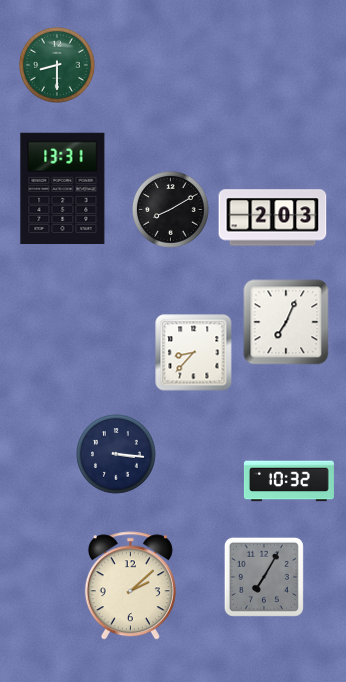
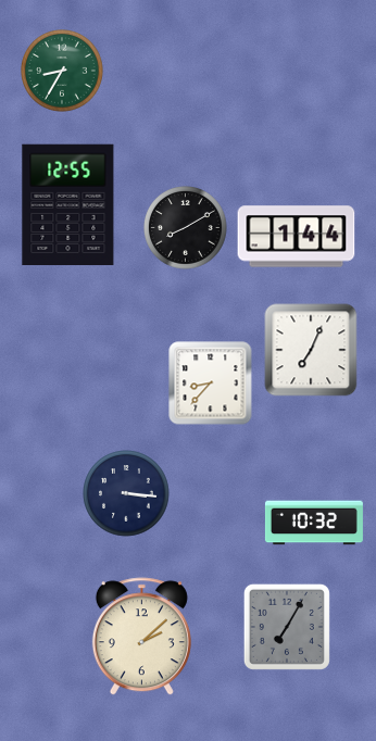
clock at (58, 66): 8:30 -> 8:35
clock at (63, 189): 13:31 -> 12:55
clock at (273, 218): 2:03 -> 1:44
